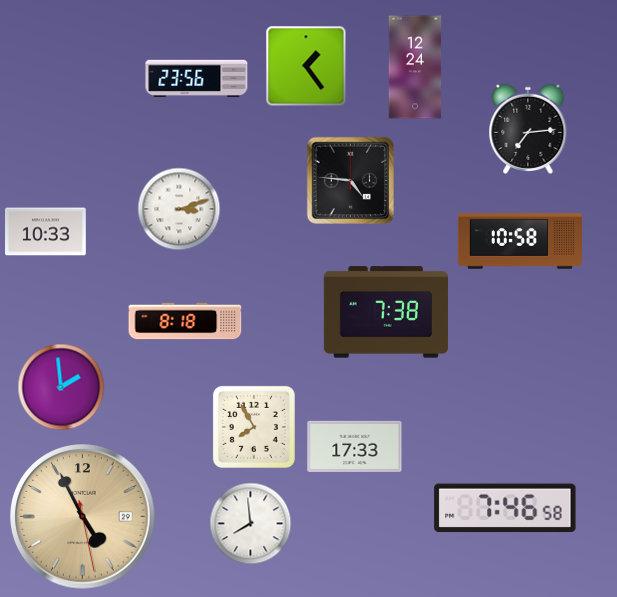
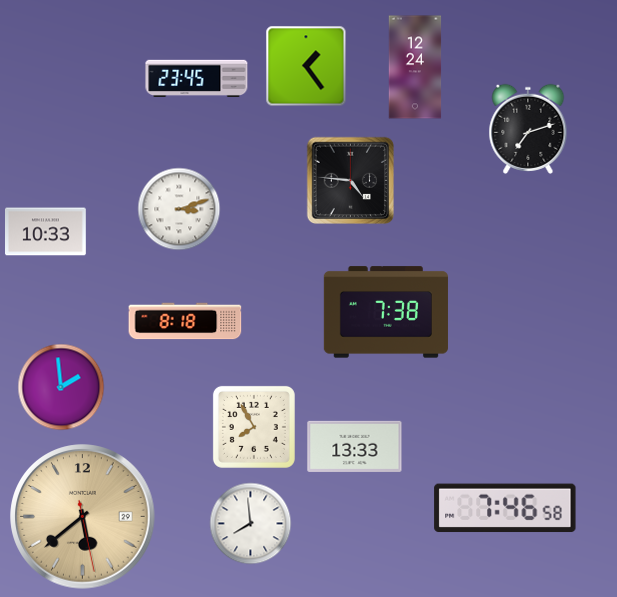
clock at (197, 78): 23:56 -> 23:45
clock at (528, 129): 7:14 -> 7:12
clock at (520, 241): 10:58 -> none
clock at (355, 446): 17:33 -> 13:33
clock at (83, 517): 4:55 -> 5:38
